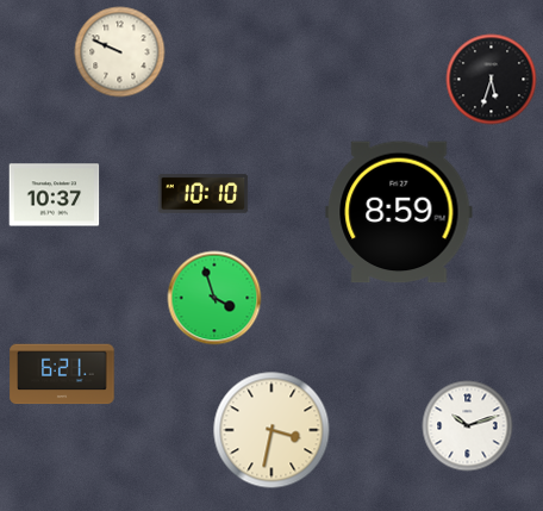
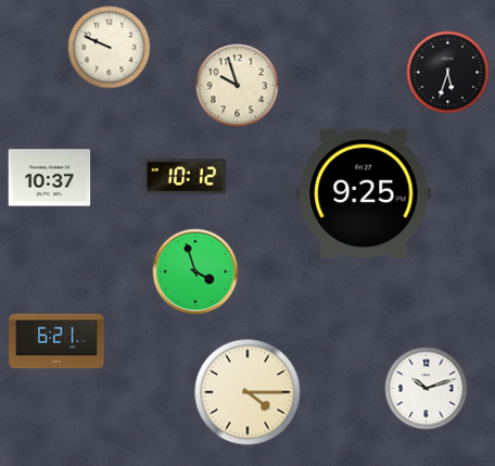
clock at (238, 86): none -> 9:57
clock at (204, 194): 10:10 -> 10:12
clock at (399, 212): 8:59 -> 9:25
clock at (271, 430): 3:32 -> 4:15
